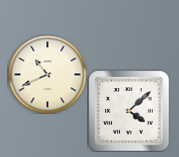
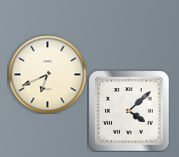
clock at (47, 74): 10:41 -> 6:41
